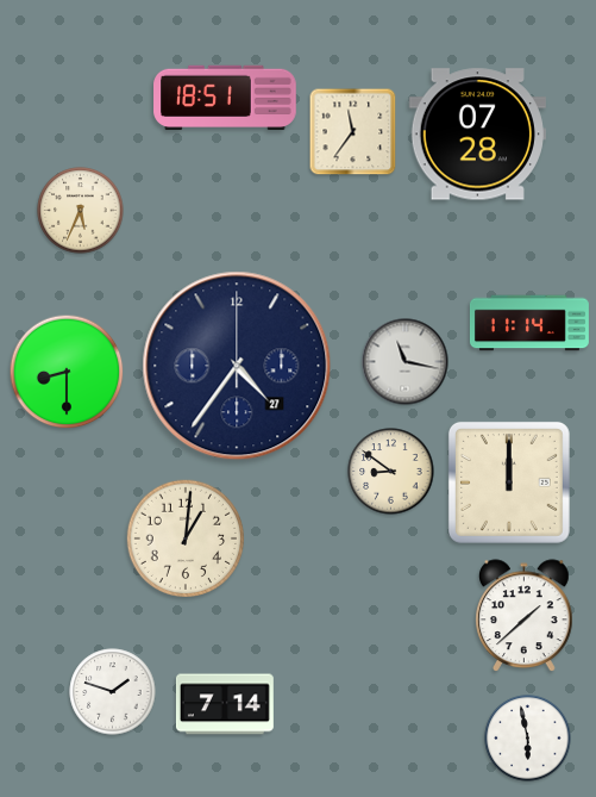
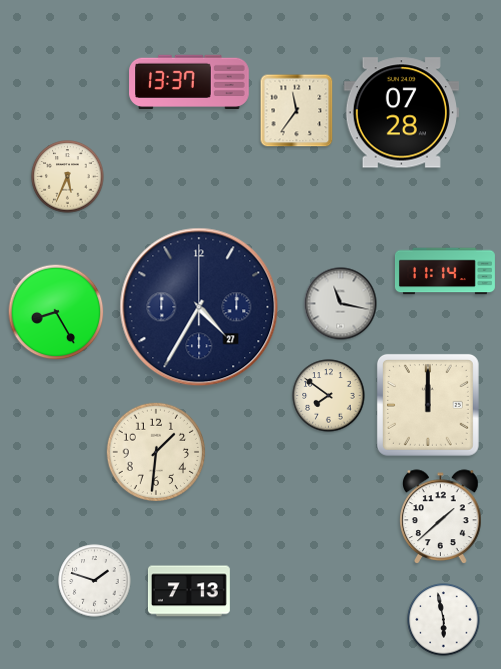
clock at (225, 98): 18:51 -> 13:37
clock at (237, 366): 4:36 -> 4:35
clock at (67, 372): 8:30 -> 8:25
clock at (391, 472): 8:51 -> 7:51
clock at (184, 537): 1:01 -> 1:31
clock at (225, 704): 7:14 -> 7:13
